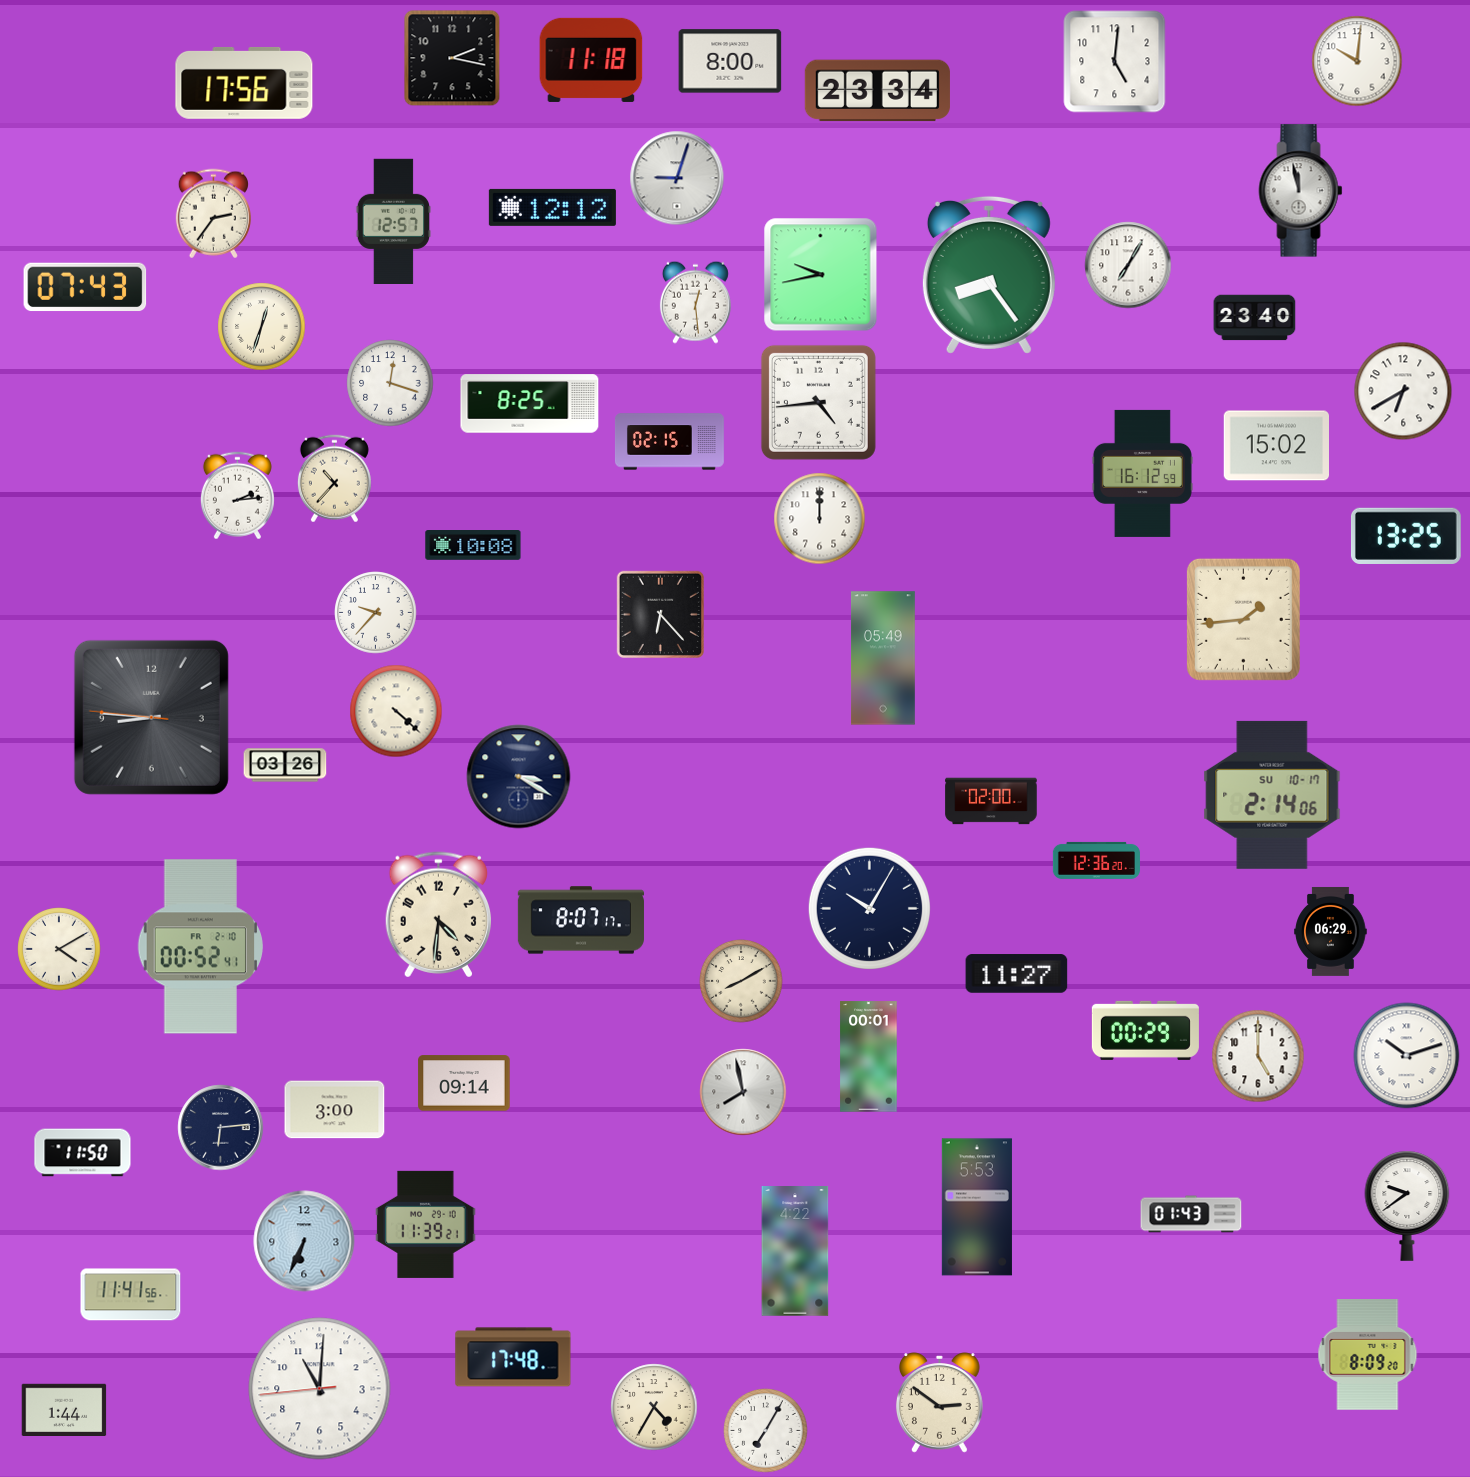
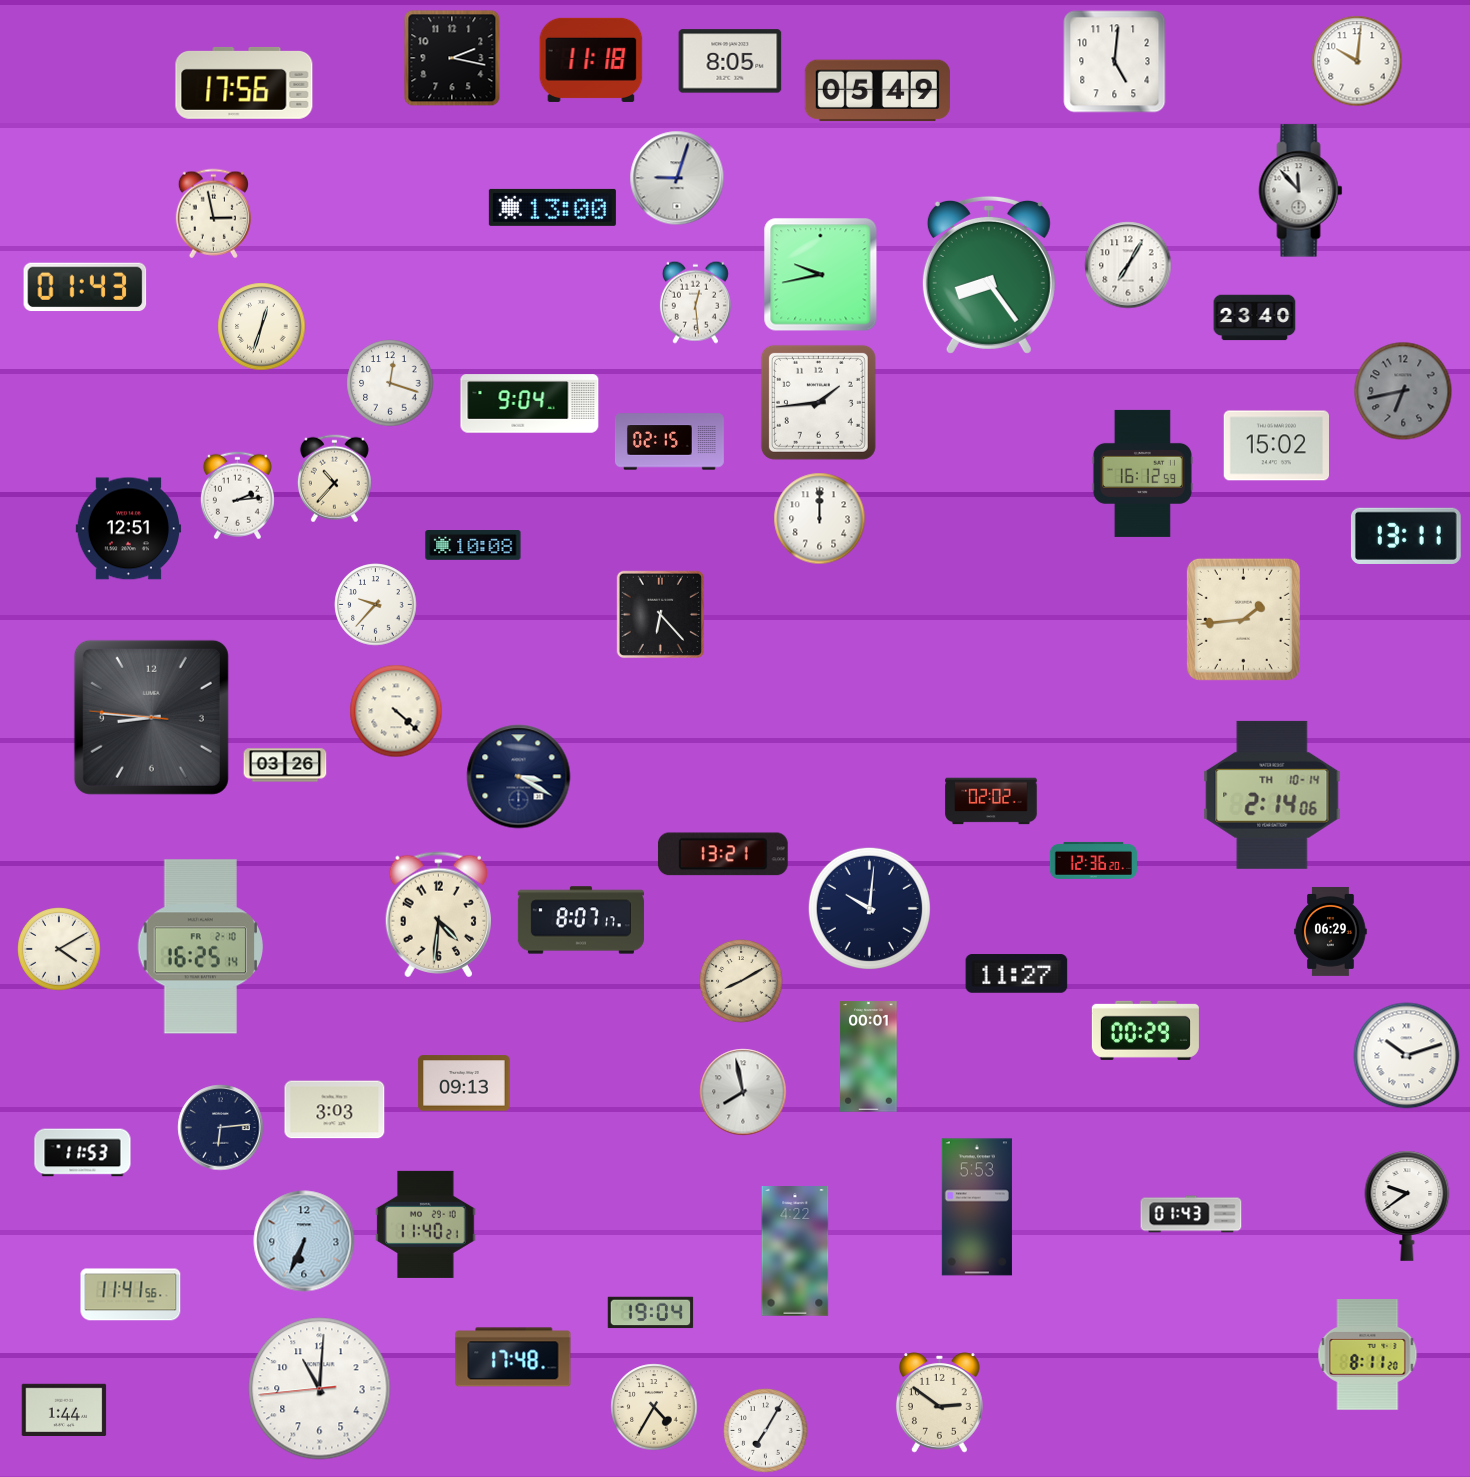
clock at (730, 61): 8:00 -> 8:05
clock at (877, 91): 23:34 -> 05:49
clock at (1301, 191): 11:58 -> 11:53
clock at (552, 207): 12:12 -> 13:00
clock at (213, 214): 2:36 -> 2:58
clock at (393, 221): 12:57 -> none
clock at (85, 287): 07:43 -> 01:43
clock at (1403, 391): 6:40 -> 6:43
clock at (1403, 391) dial: white -> grey
clock at (818, 402): 4:44 -> 1:44
clock at (530, 404): 8:25 -> 9:04
clock at (129, 529): none -> 12:51
clock at (1406, 536): 13:25 -> 13:11
clock at (376, 613) position: (376, 613) -> (376, 605)
clock at (884, 658): 05:49 -> none
clock at (1272, 795) date: SU 10-17 -> TH 10-14
clock at (991, 801): 02:00 -> 02:02
clock at (723, 854): none -> 13:21
clock at (1096, 860) position: (1096, 860) -> (1093, 860)
clock at (869, 908): 10:05 -> 10:01
clock at (201, 947): 00:52 -> 16:25
clock at (1258, 1056): 5:00 -> none
clock at (464, 1083): 09:14 -> 09:13
clock at (335, 1110): 3:00 -> 3:03
clock at (83, 1153): 11:50 -> 11:53
clock at (426, 1224): 11:39 -> 11:40
clock at (651, 1313): none -> 19:04
clock at (1368, 1355): 8:09 -> 8:11
